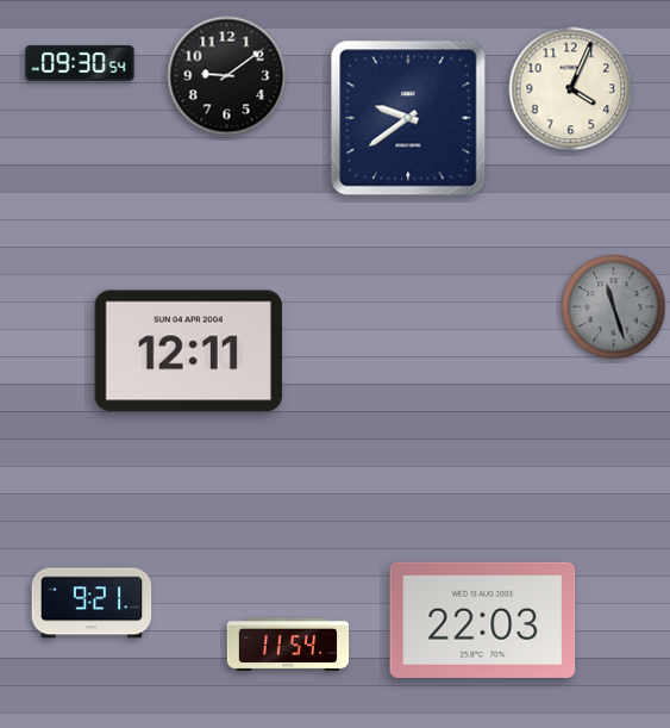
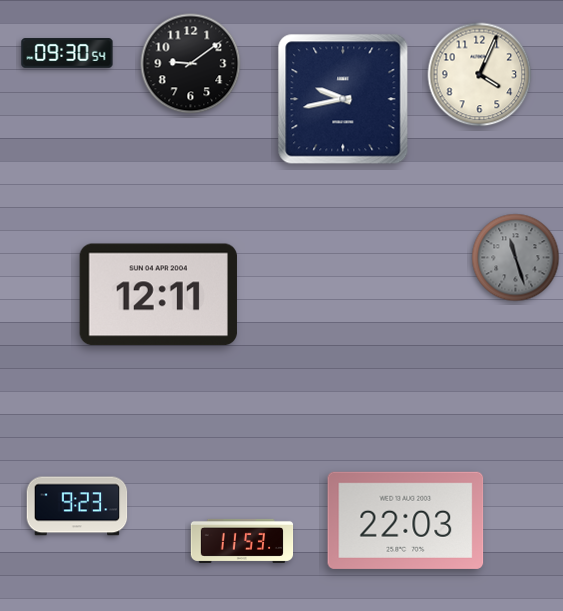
clock at (408, 118): 9:39 -> 9:43
clock at (92, 603): 9:21 -> 9:23
clock at (288, 645): 11:54 -> 11:53
